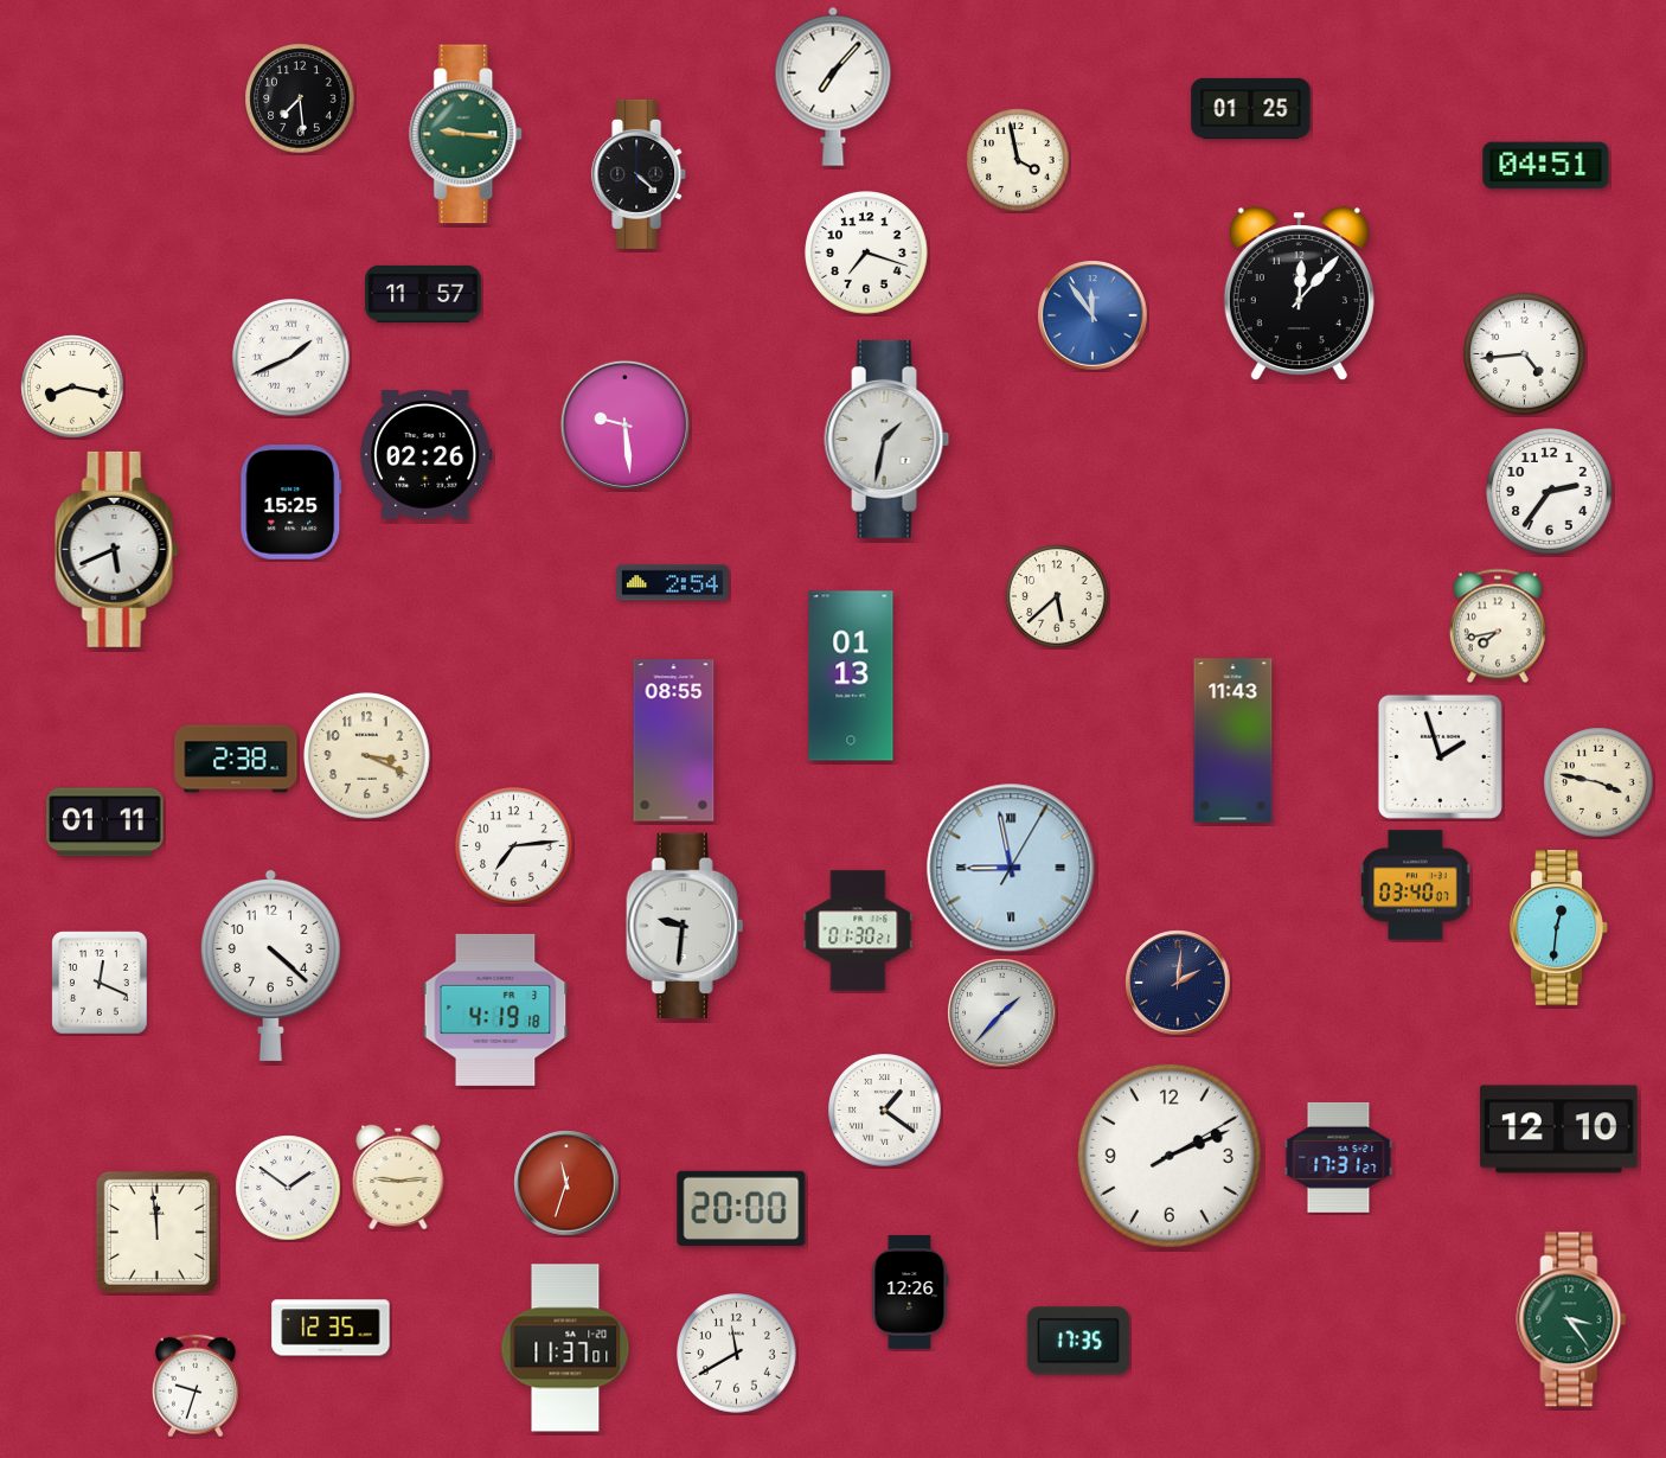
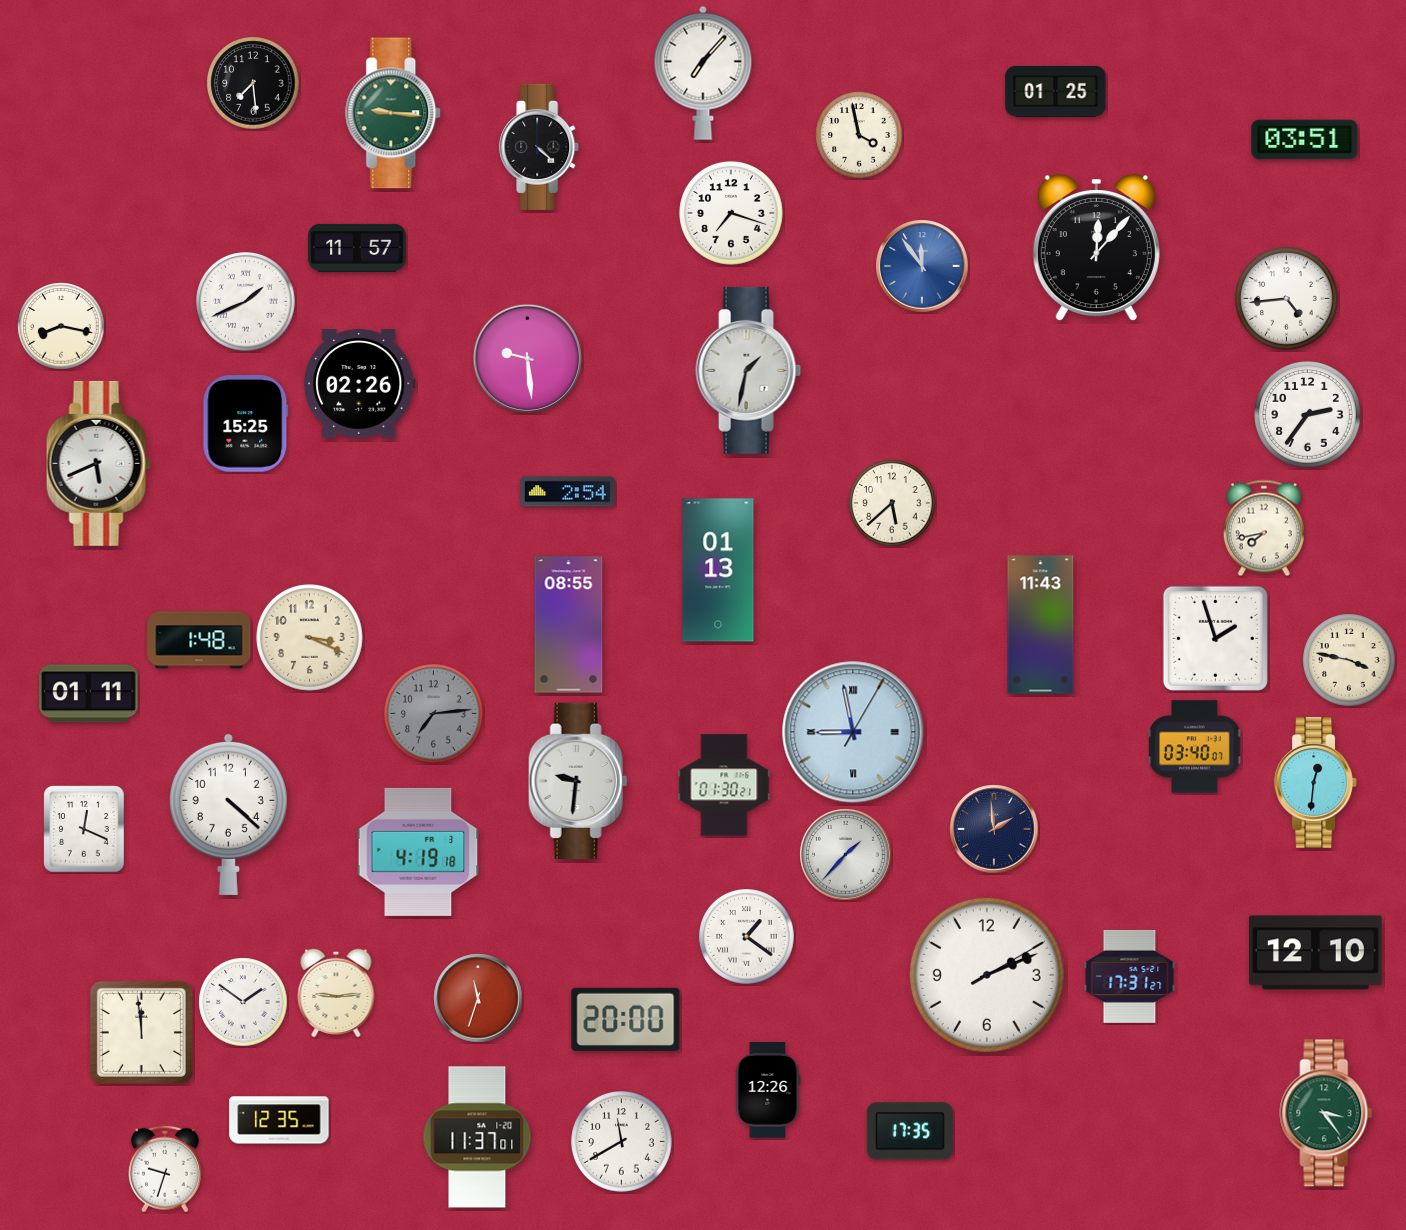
clock at (1546, 166): 04:51 -> 03:51
clock at (236, 759): 2:38 -> 1:48
clock at (514, 846) dial: white -> grey
clock at (1178, 983): 2:01 -> 1:59
clock at (156, 1232) position: (156, 1232) -> (141, 1032)
